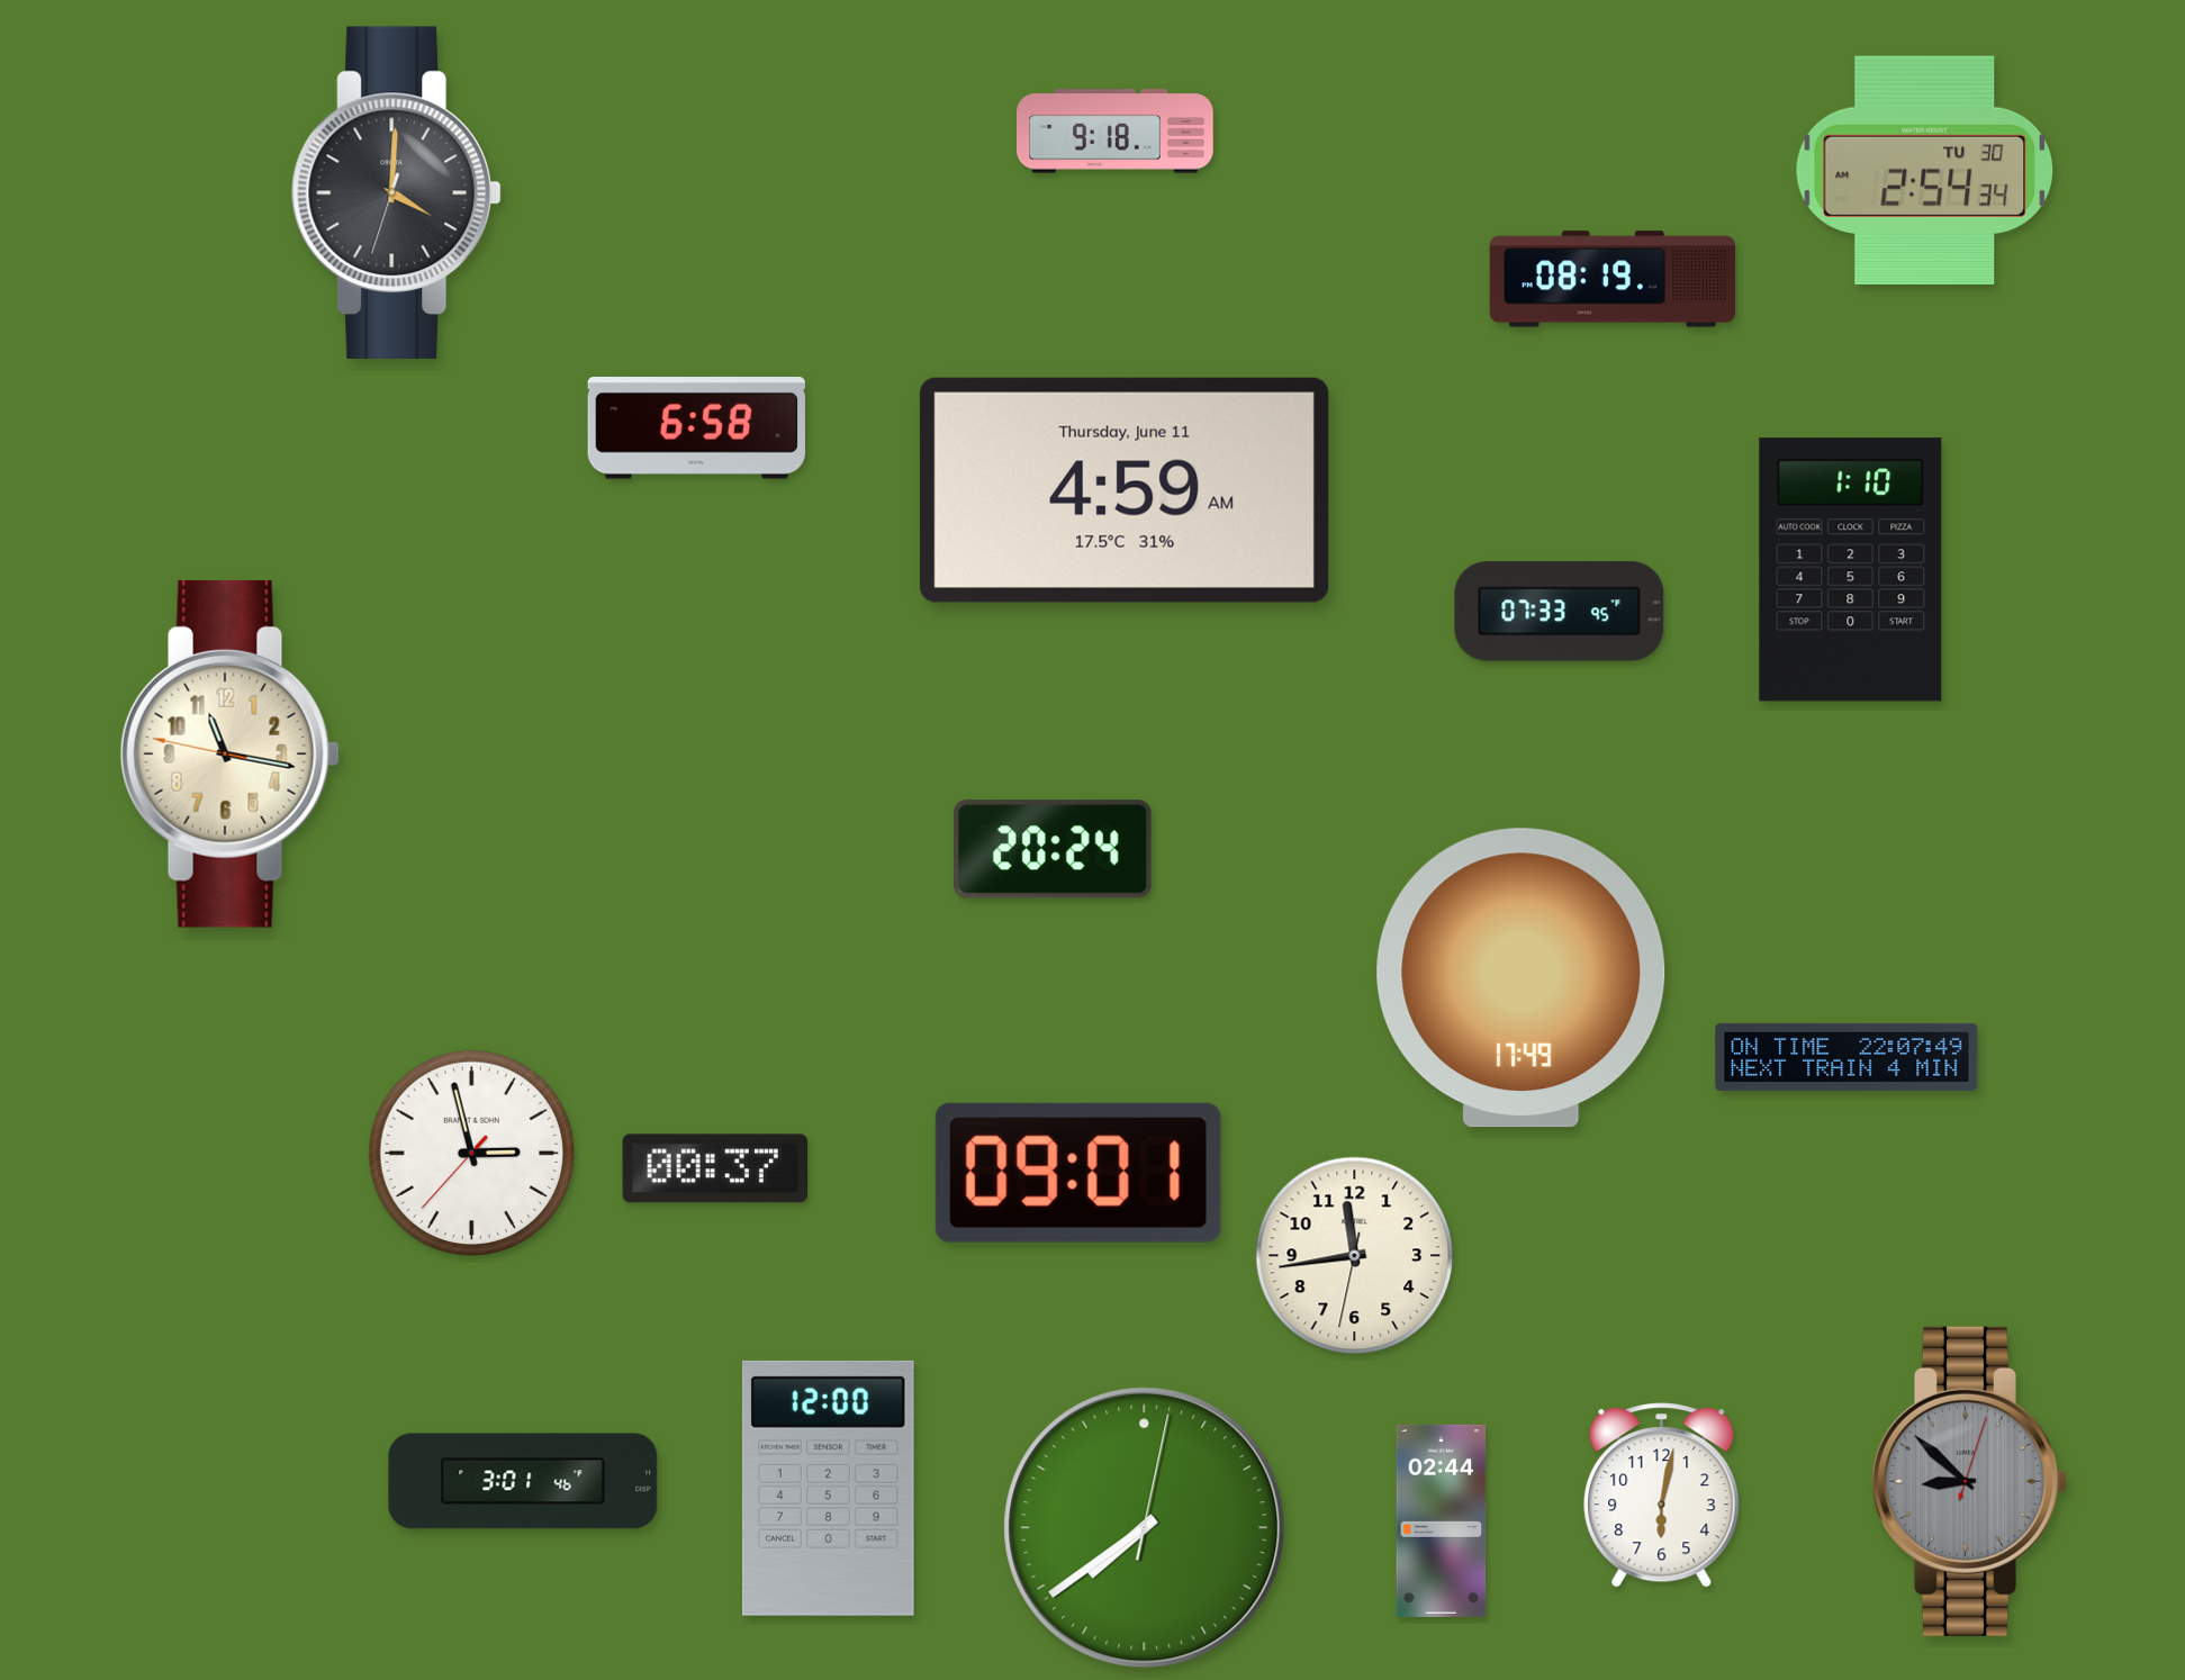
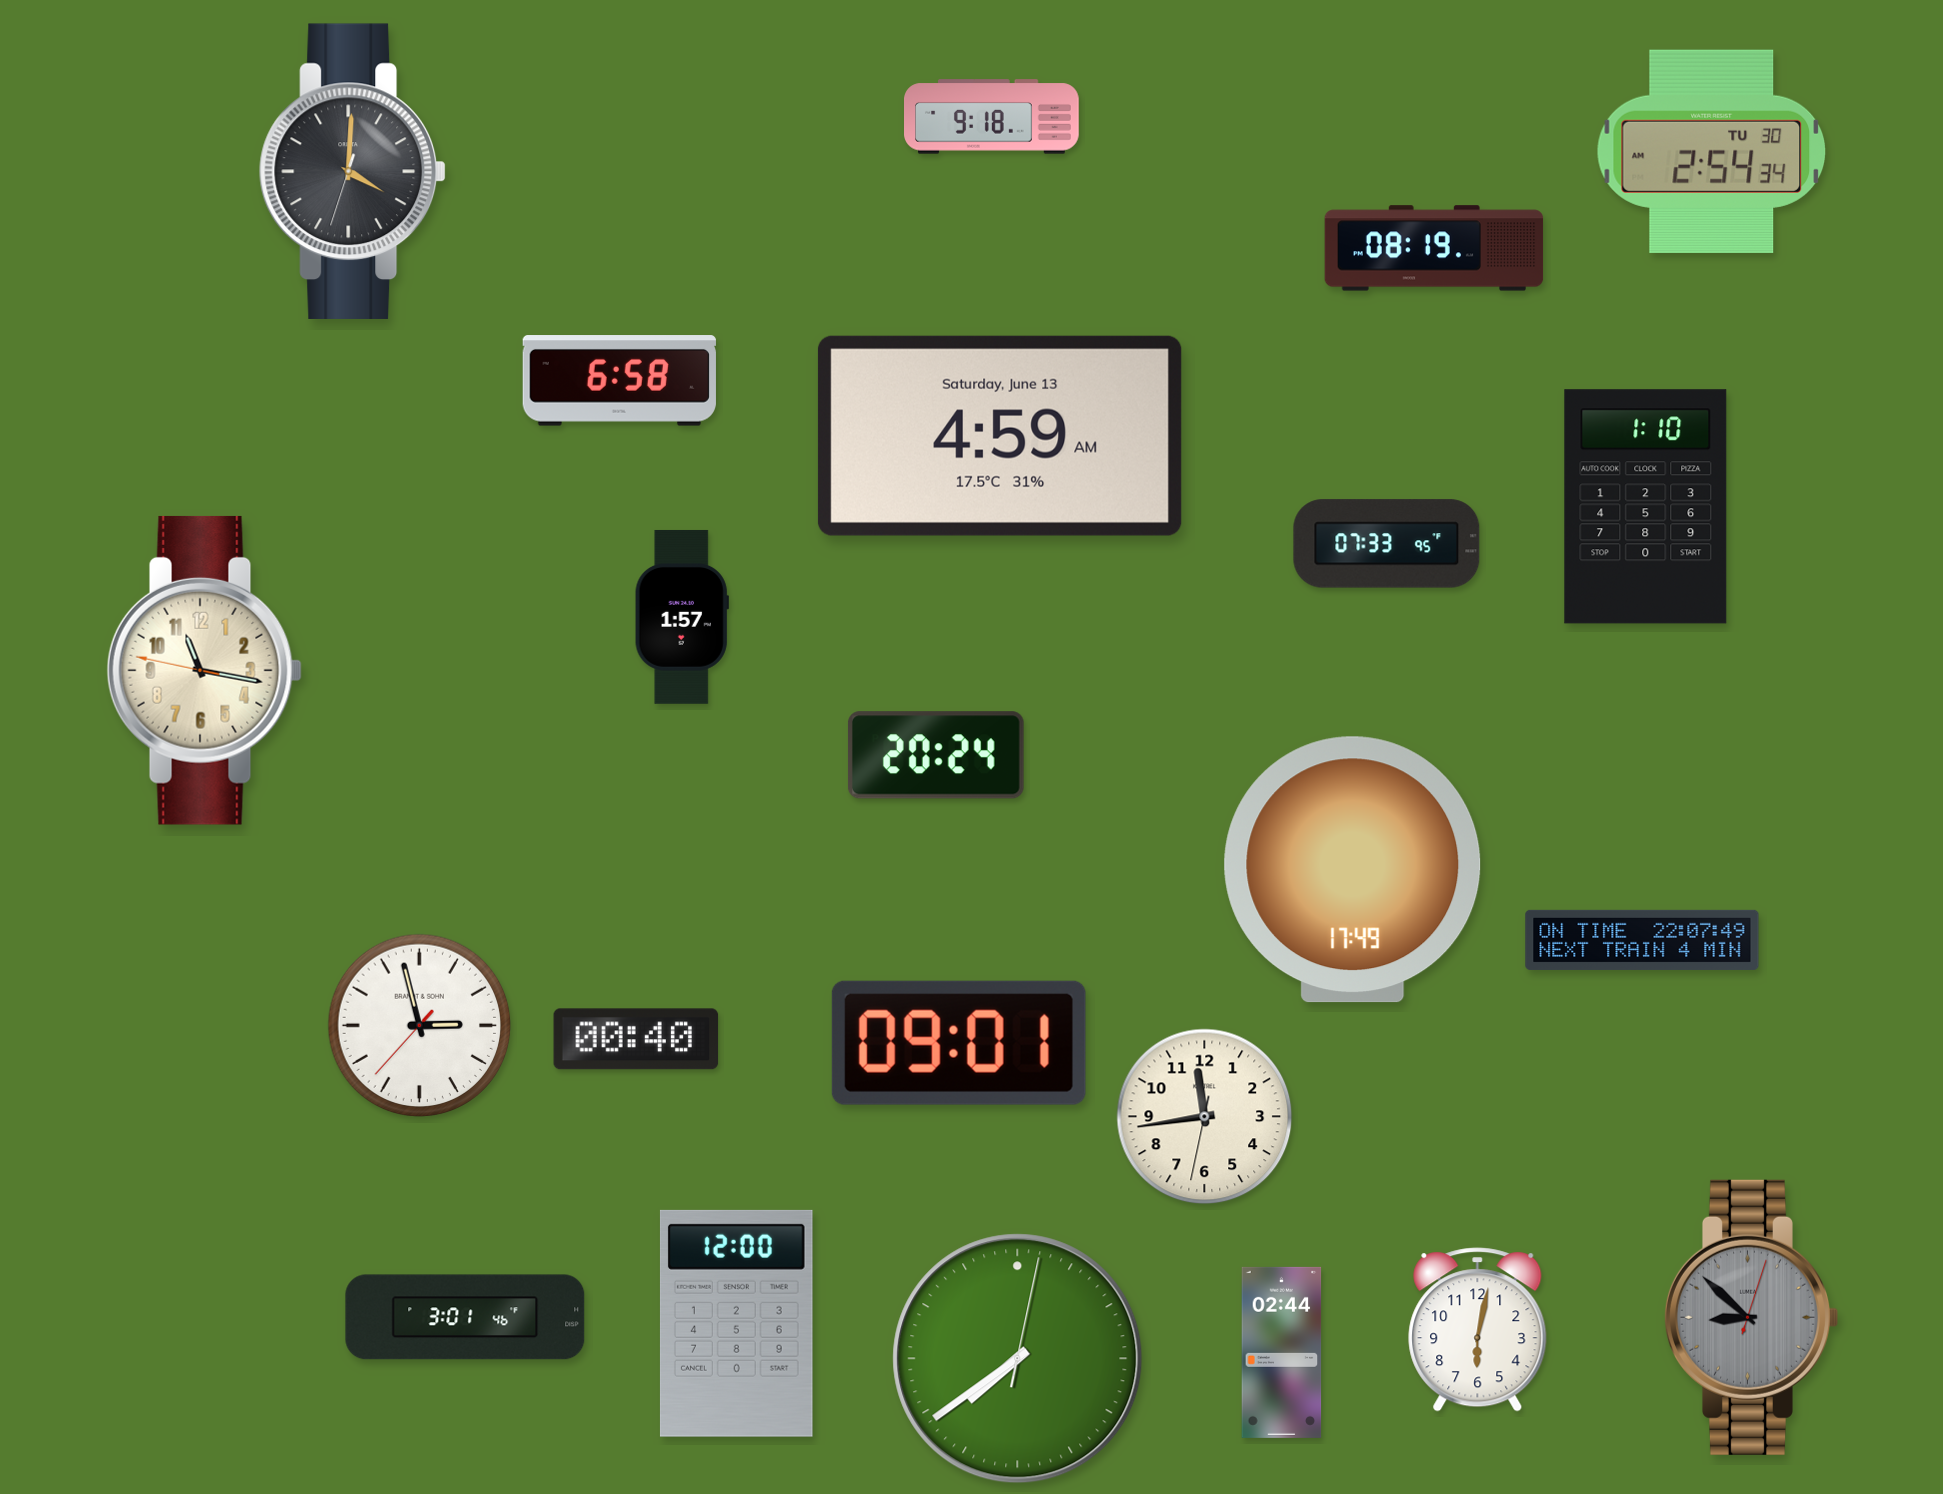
clock at (1125, 490) date: Thursday, June 11 -> Saturday, June 13
clock at (682, 617): none -> 1:57
clock at (715, 1168): 00:37 -> 00:40
